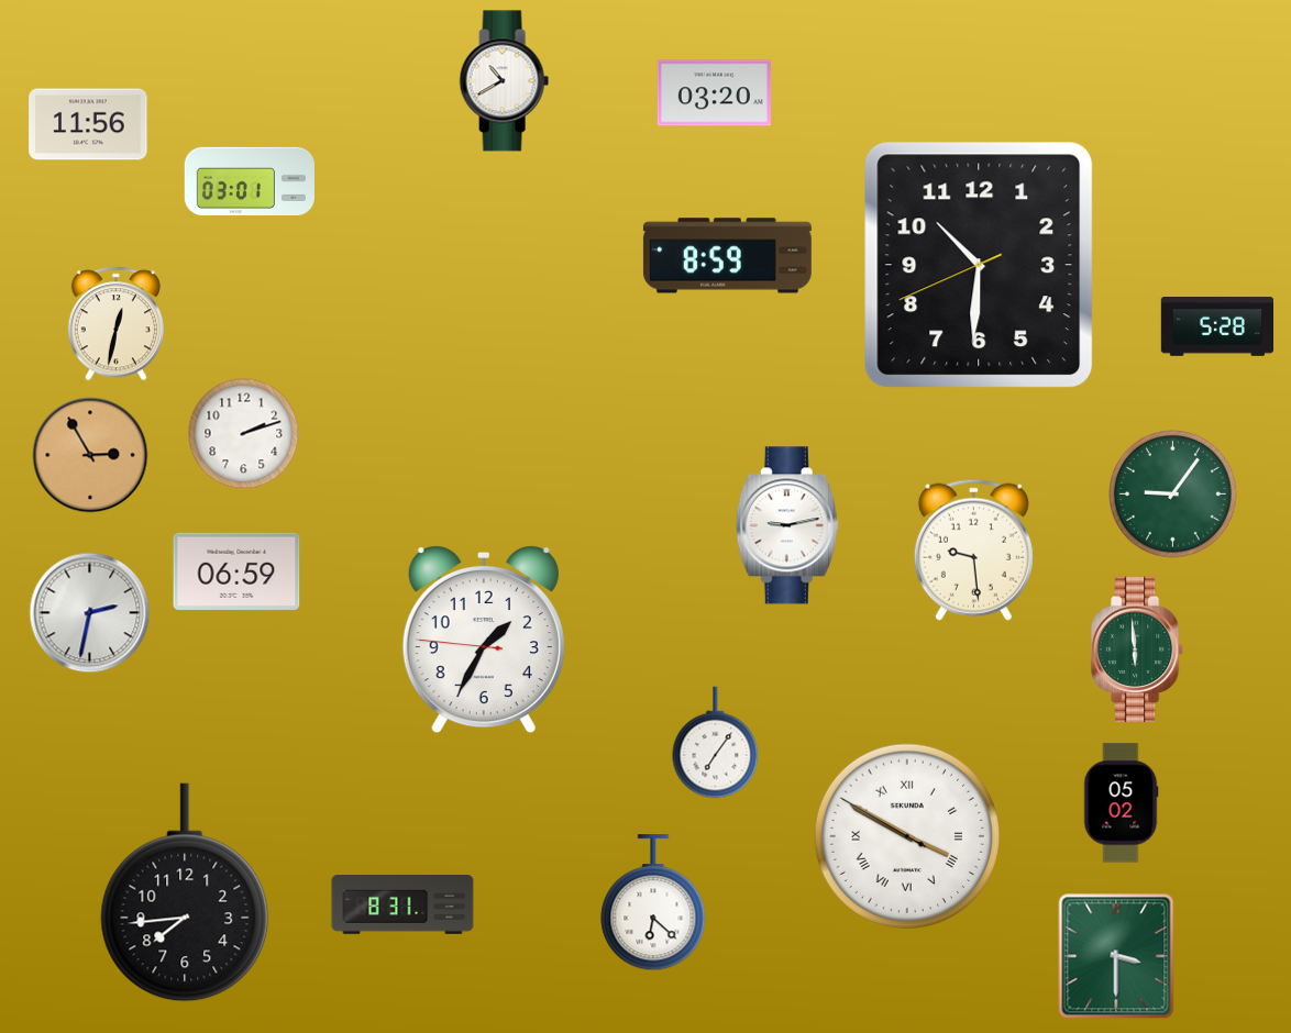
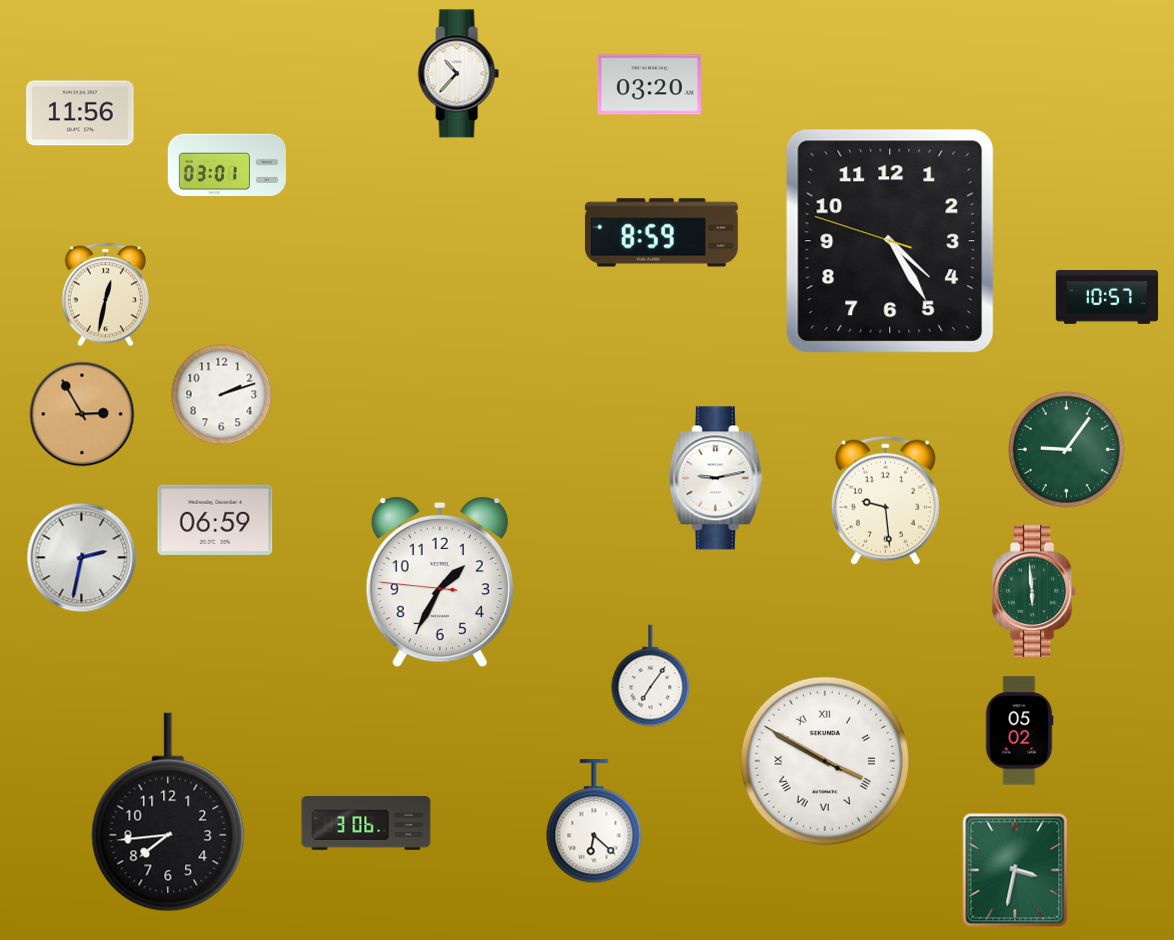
clock at (504, 81): 10:40 -> 10:37
clock at (979, 265): 10:30 -> 4:24
clock at (1217, 326): 5:28 -> 10:57
clock at (402, 904): 8:31 -> 3:06
clock at (1116, 956): 3:30 -> 3:32
